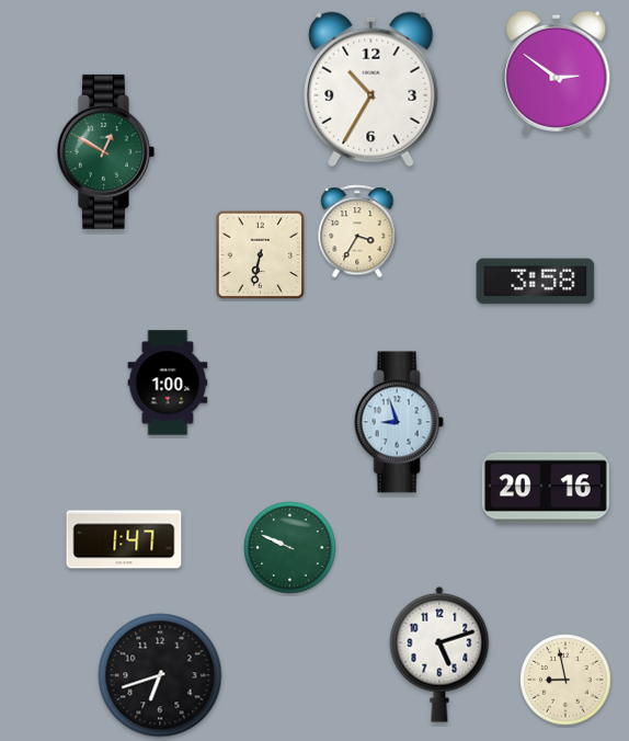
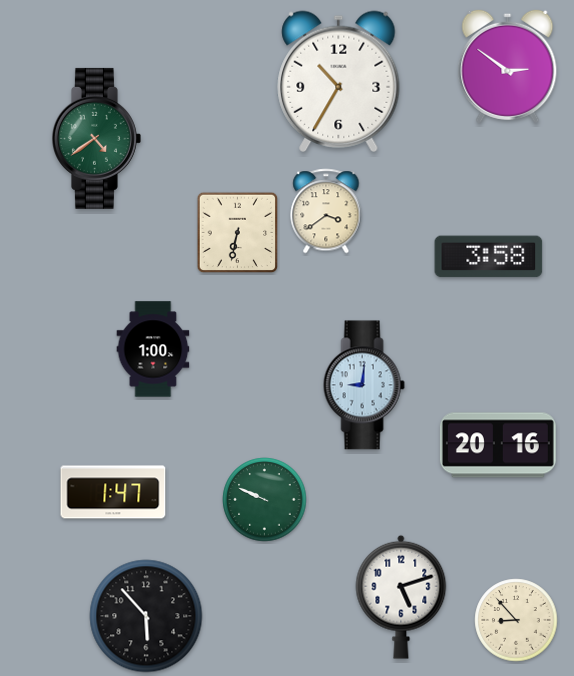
clock at (105, 151): 12:50 -> 4:39
clock at (357, 231): 3:35 -> 3:39
clock at (399, 422): 8:57 -> 9:01
clock at (160, 675): 6:42 -> 5:53
clock at (565, 680): 8:58 -> 8:53
